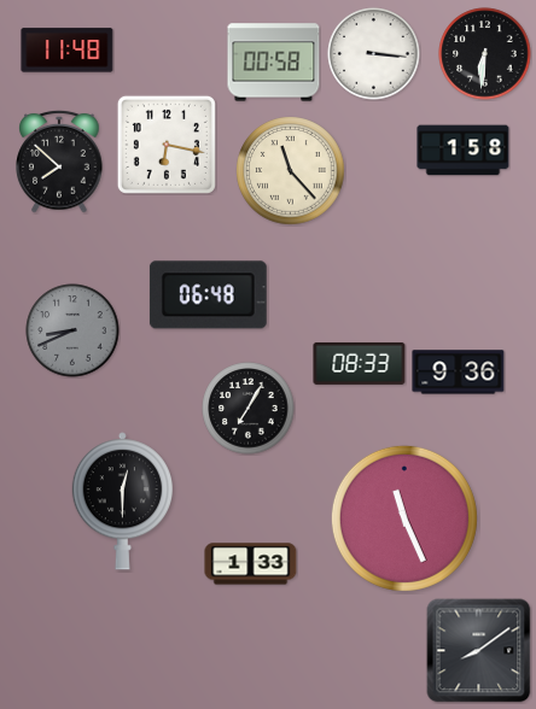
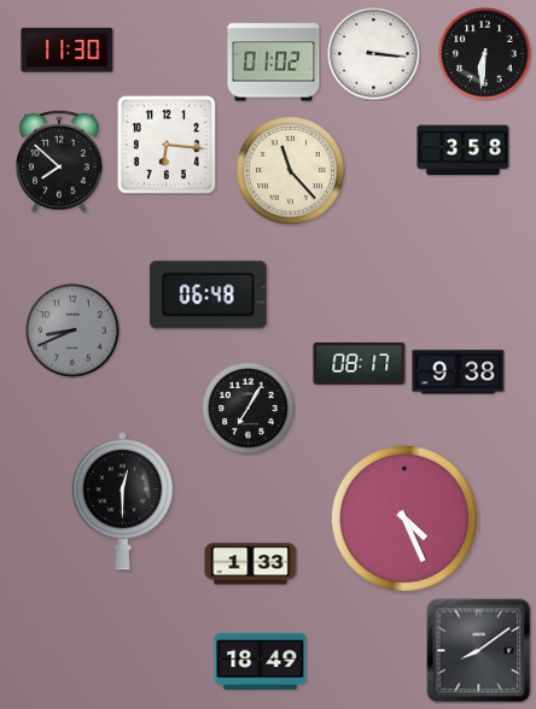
clock at (68, 51): 11:48 -> 11:30
clock at (274, 63): 00:58 -> 01:02
clock at (167, 145): 6:17 -> 6:16
clock at (464, 151): 1:58 -> 3:58
clock at (360, 363): 08:33 -> 08:17
clock at (459, 373): 9:36 -> 9:38
clock at (404, 518): 11:26 -> 4:26
clock at (261, 661): none -> 18:49
